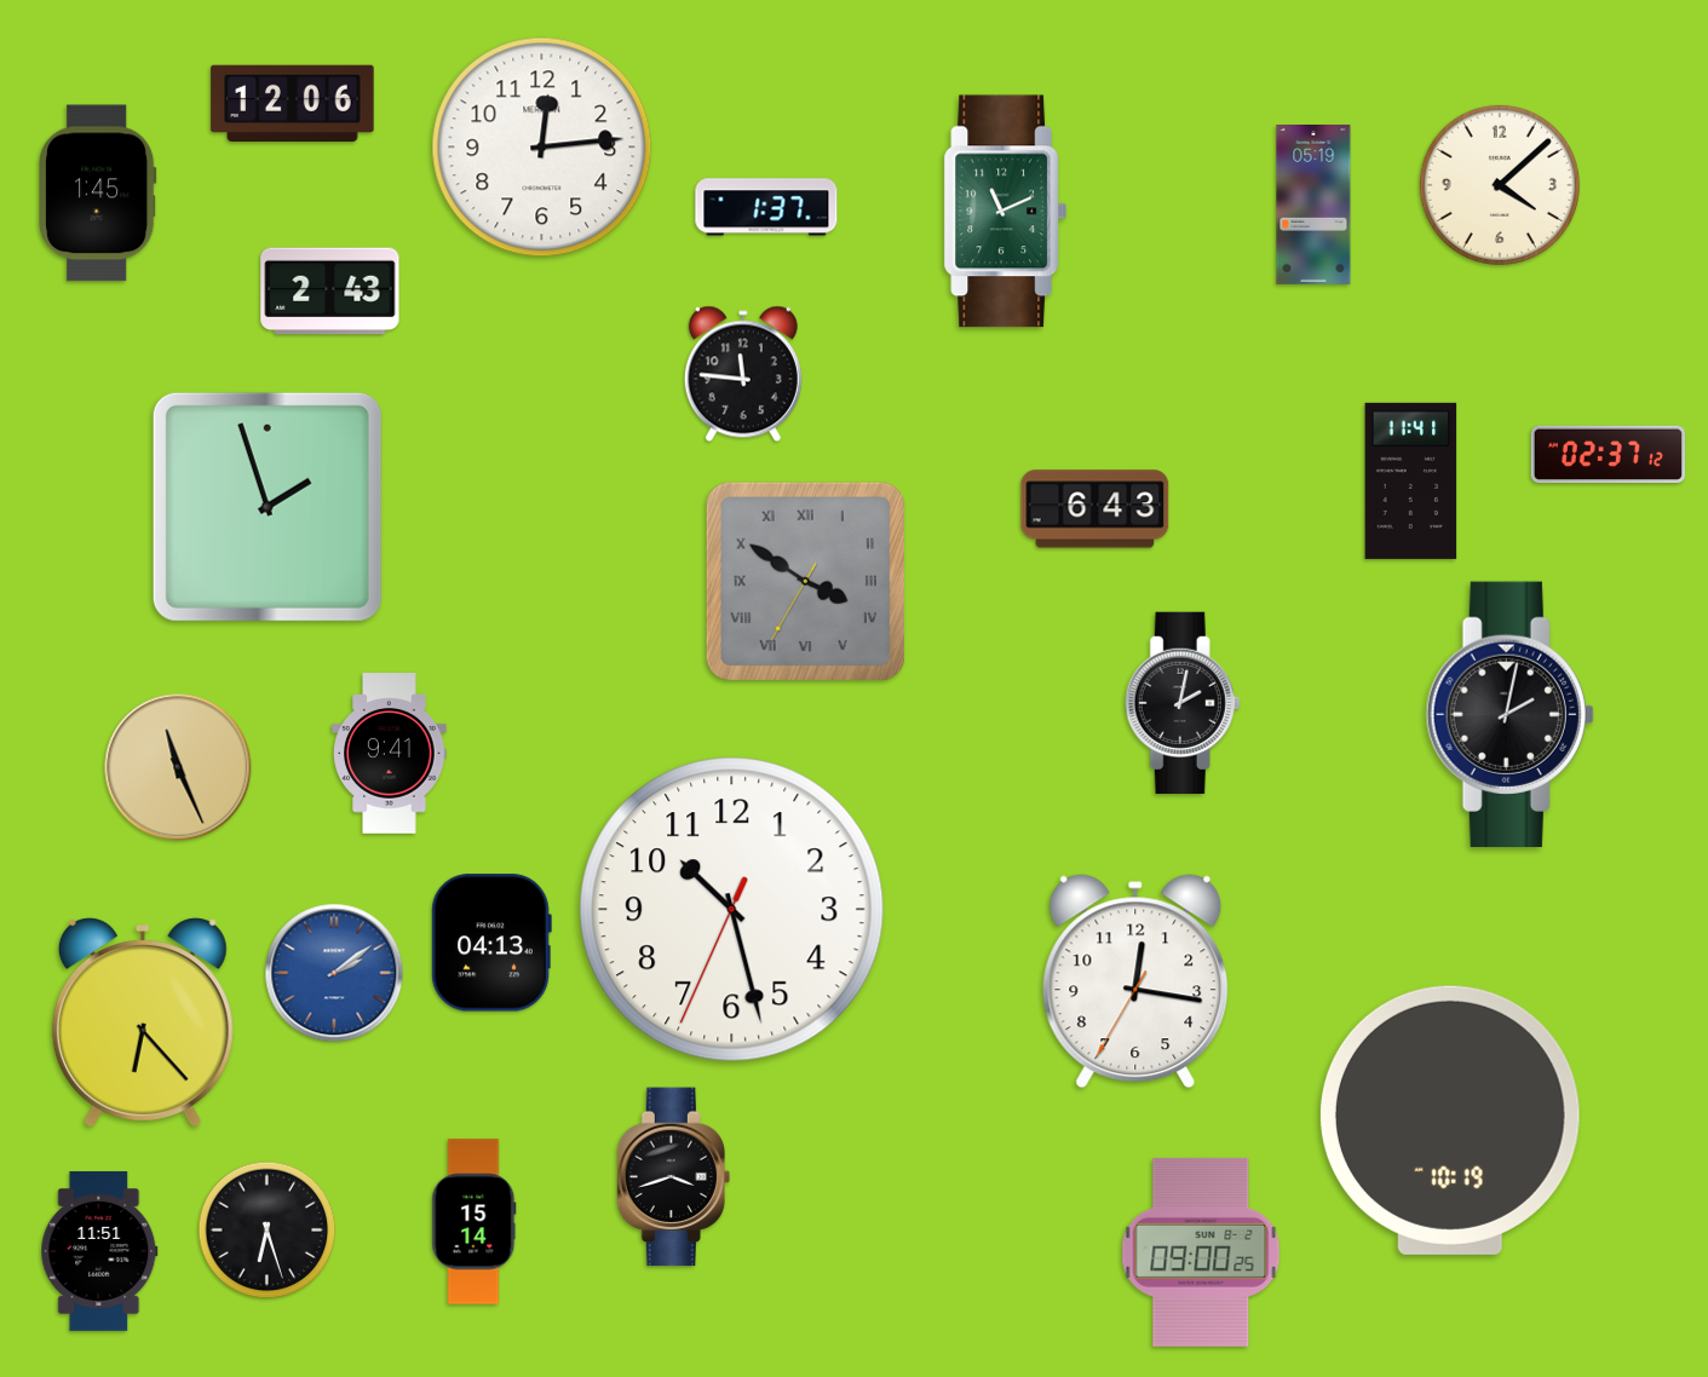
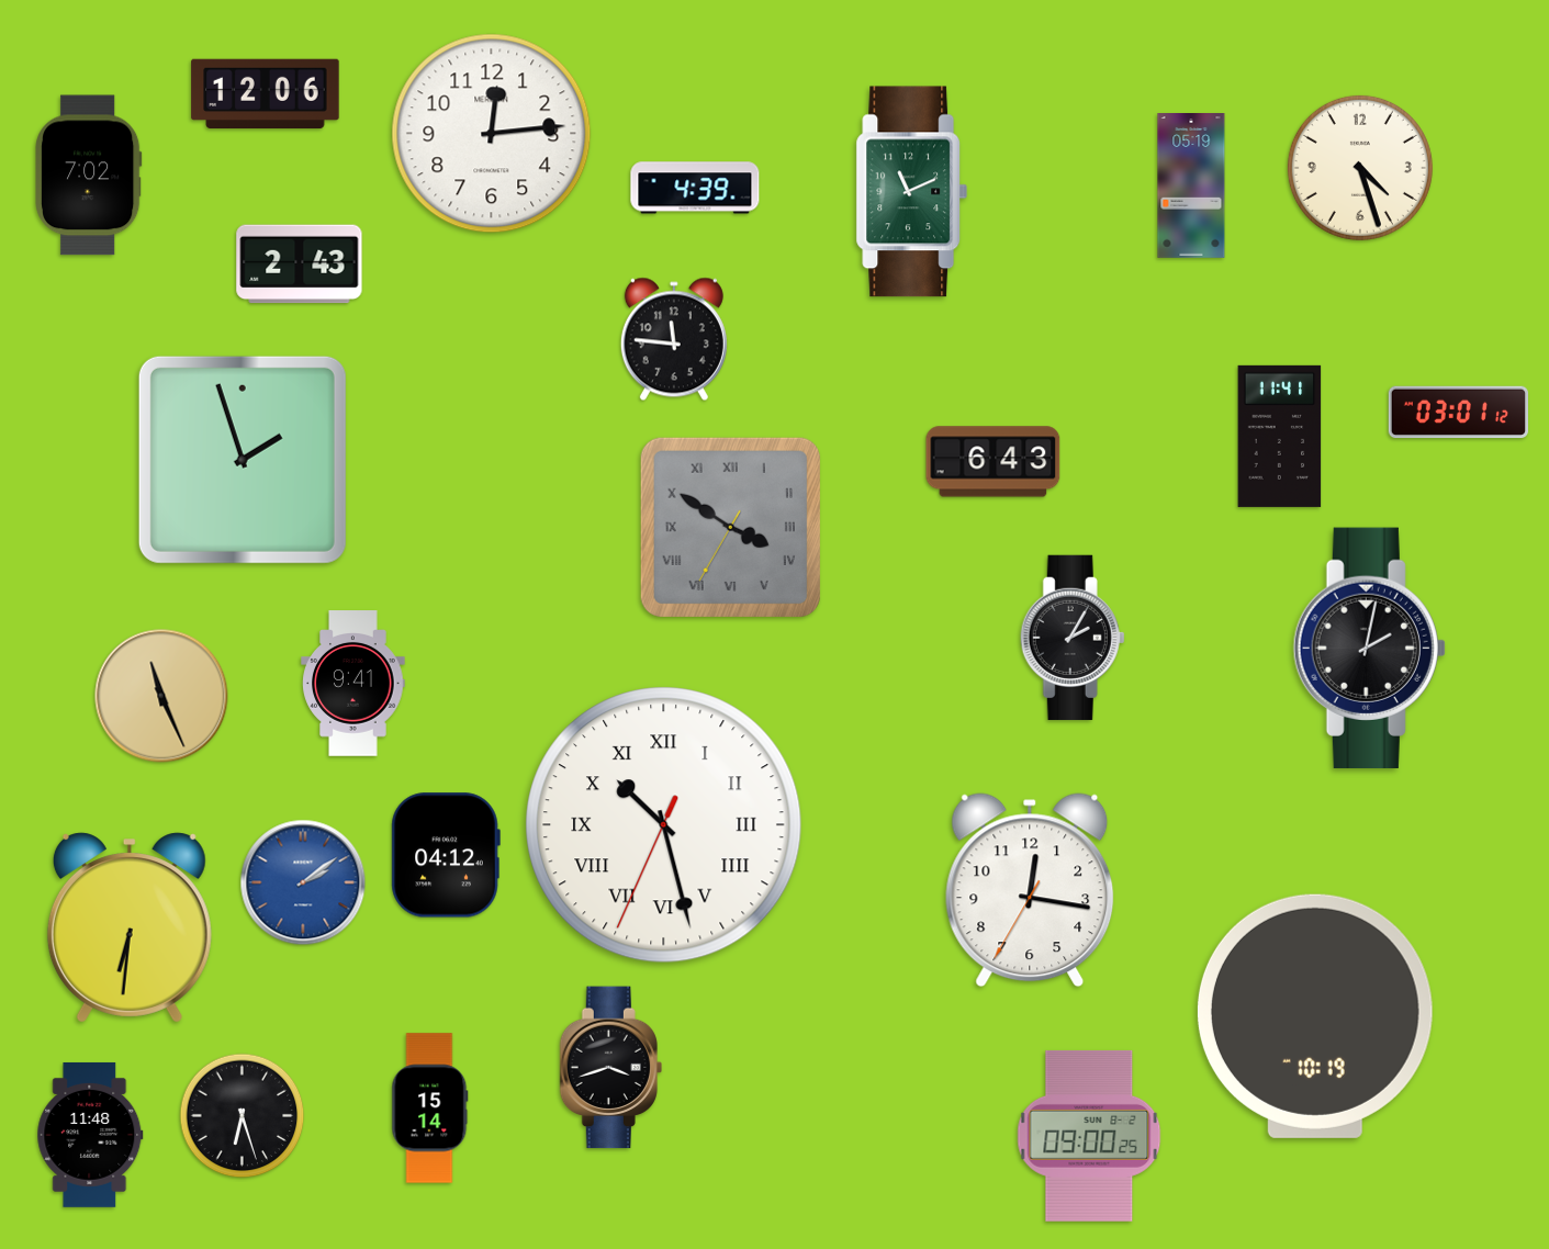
clock at (1500, 185): 4:08 -> 4:27
clock at (98, 194): 1:45 -> 7:02
clock at (766, 207): 1:37 -> 4:39
clock at (1608, 455): 02:37 -> 03:01
clock at (1183, 703): 2:02 -> 2:05
clock at (732, 910) numerals: Arabic -> Roman
clock at (491, 943): 04:13 -> 04:12
clock at (143, 1022): 6:23 -> 6:31
clock at (99, 1251): 11:51 -> 11:48
